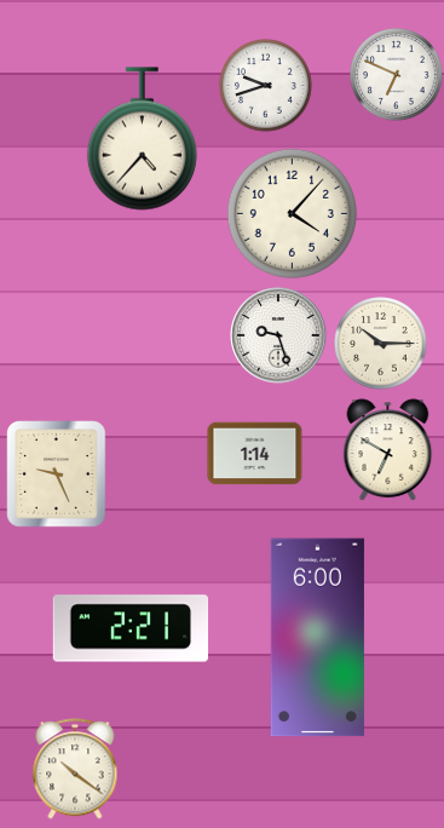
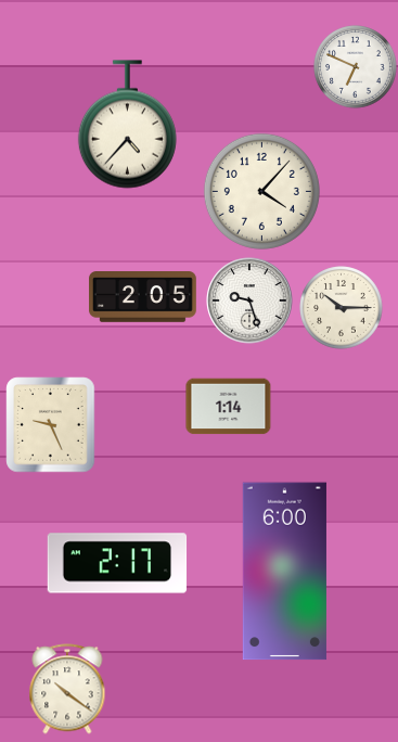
clock at (266, 86): 9:42 -> none
clock at (143, 297): none -> 2:05
clock at (388, 450): 6:50 -> none
clock at (131, 628): 2:21 -> 2:17
